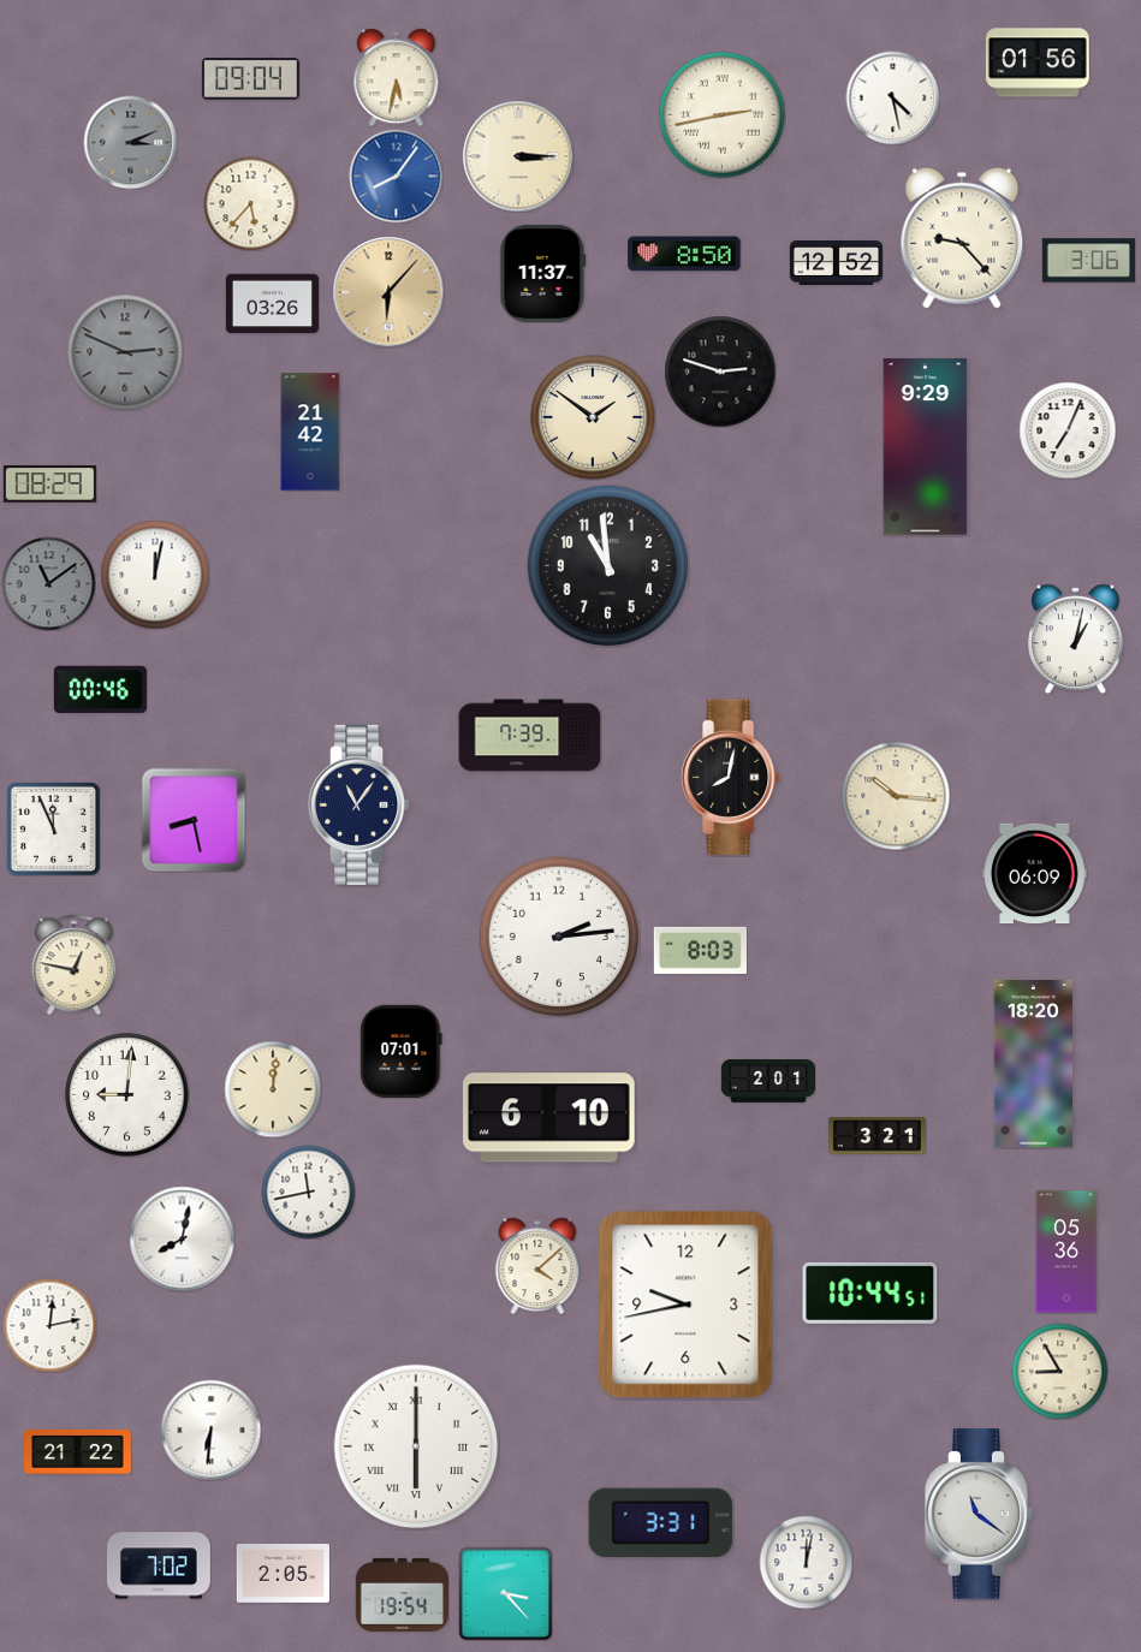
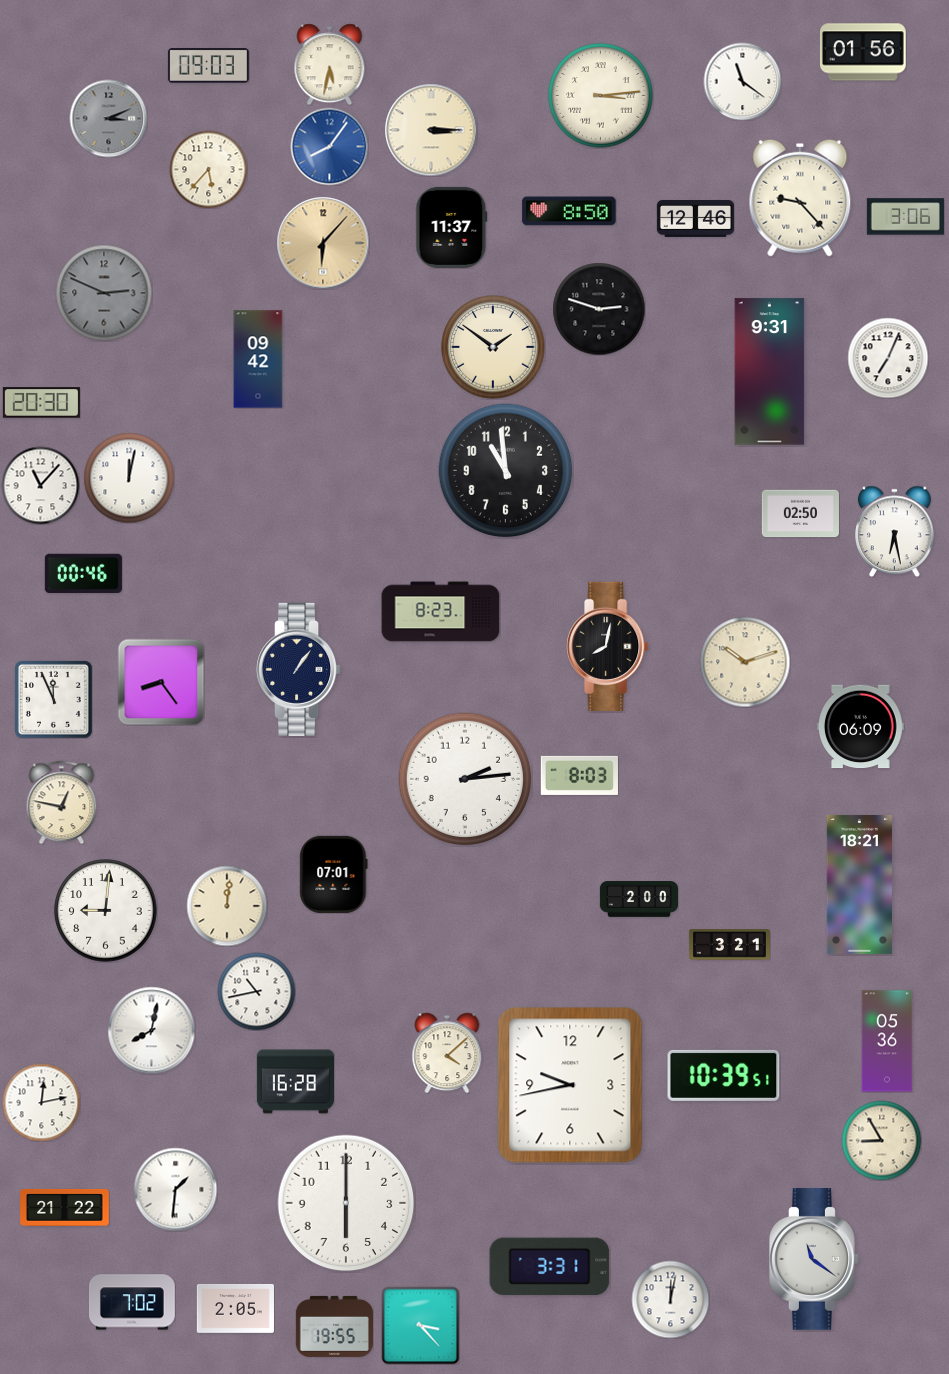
clock at (250, 79): 09:04 -> 09:03
clock at (892, 97): 4:28 -> 11:21
clock at (723, 115): 2:43 -> 3:14
clock at (836, 263): 12:52 -> 12:46
clock at (272, 304): 03:26 -> none
clock at (310, 432): 21:42 -> 09:42
clock at (926, 447): 9:29 -> 9:31
clock at (49, 485): 08:29 -> 20:30
clock at (48, 583): 11:09 -> 11:07
clock at (48, 583) dial: grey -> white
clock at (800, 514): none -> 02:50
clock at (1076, 638): 1:02 -> 6:28
clock at (530, 736): 7:39 -> 8:23
clock at (896, 796): 10:16 -> 10:12
clock at (359, 804): 11:06 -> 1:06
clock at (194, 820): 8:28 -> 8:24
clock at (53, 828) position: (53, 828) -> (53, 699)
clock at (700, 950) position: (700, 950) -> (579, 775)
clock at (1033, 1063): 18:20 -> 18:21
clock at (767, 1081): 2:01 -> 2:00
clock at (548, 1118): 6:10 -> none
clock at (308, 1192): 11:43 -> 10:43
clock at (870, 1293): 10:44 -> 10:39
clock at (295, 1082): none -> 16:28
clock at (210, 1430): 6:31 -> 1:31
clock at (416, 1446) numerals: Roman -> Arabic
clock at (402, 1594): 19:54 -> 19:55
